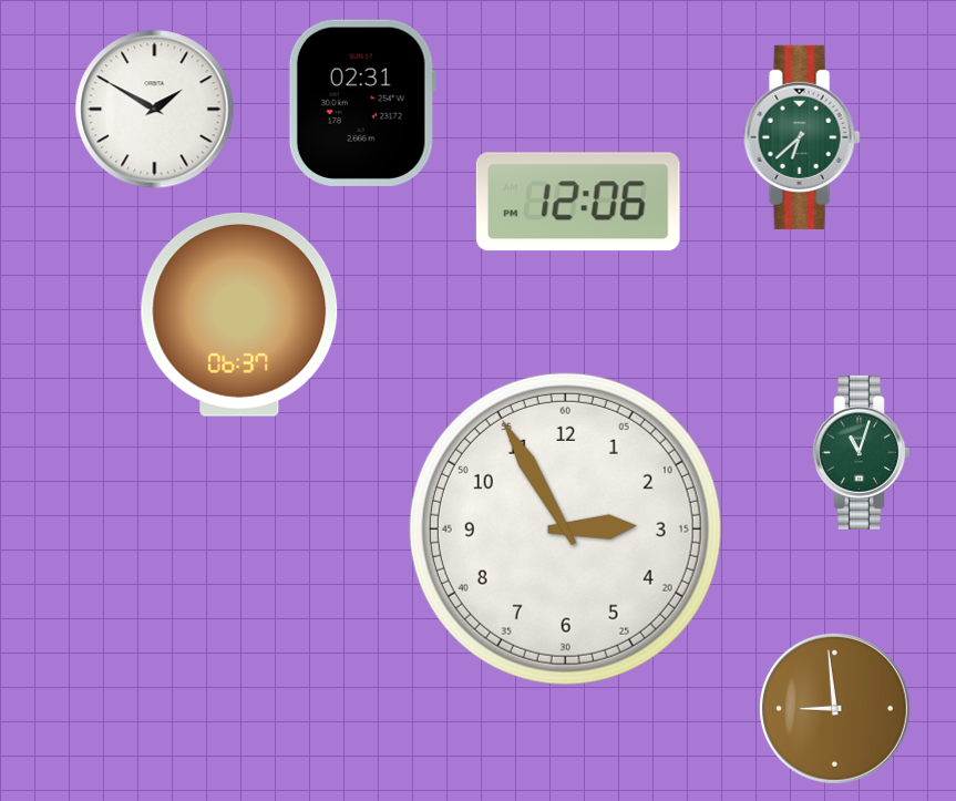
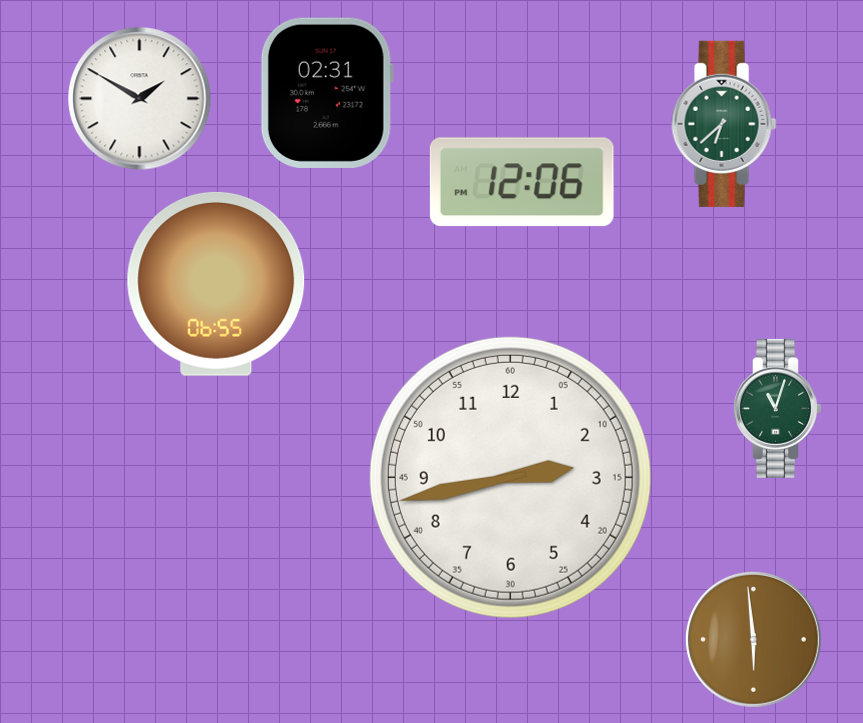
clock at (239, 315): 06:37 -> 06:55
clock at (565, 528): 2:55 -> 2:43
clock at (834, 708): 8:59 -> 5:59
